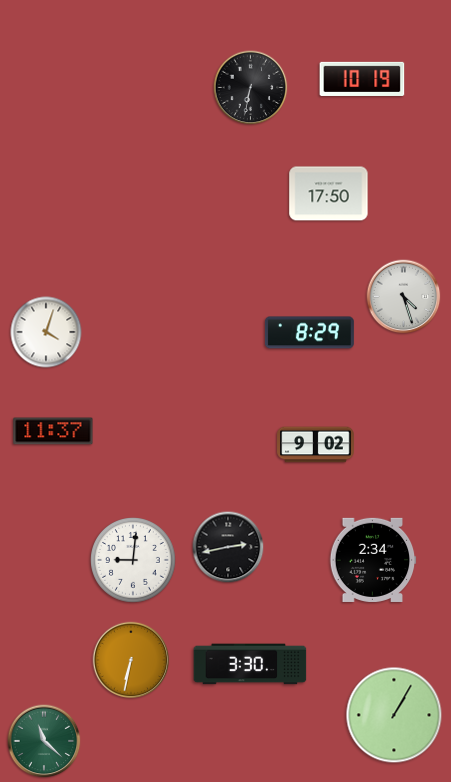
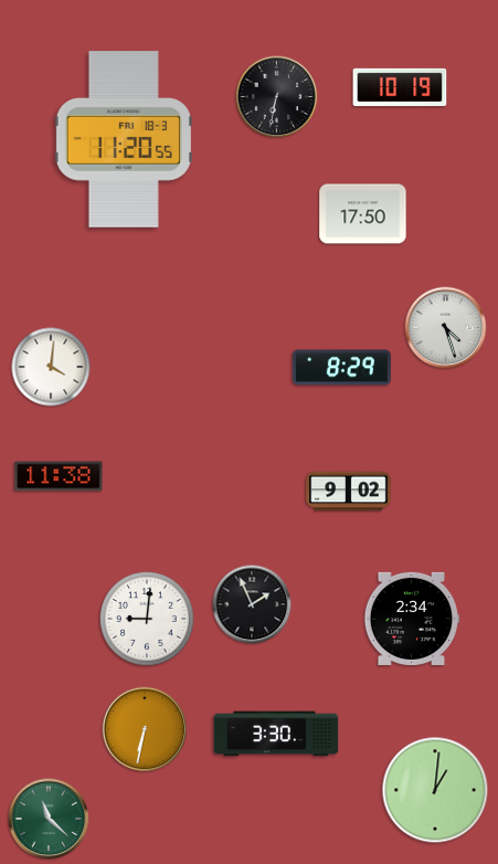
clock at (124, 139): none -> 11:20
clock at (46, 332): 4:03 -> 4:01
clock at (53, 431): 11:37 -> 11:38
clock at (228, 547): 2:43 -> 1:56
clock at (394, 715): 1:05 -> 1:01
